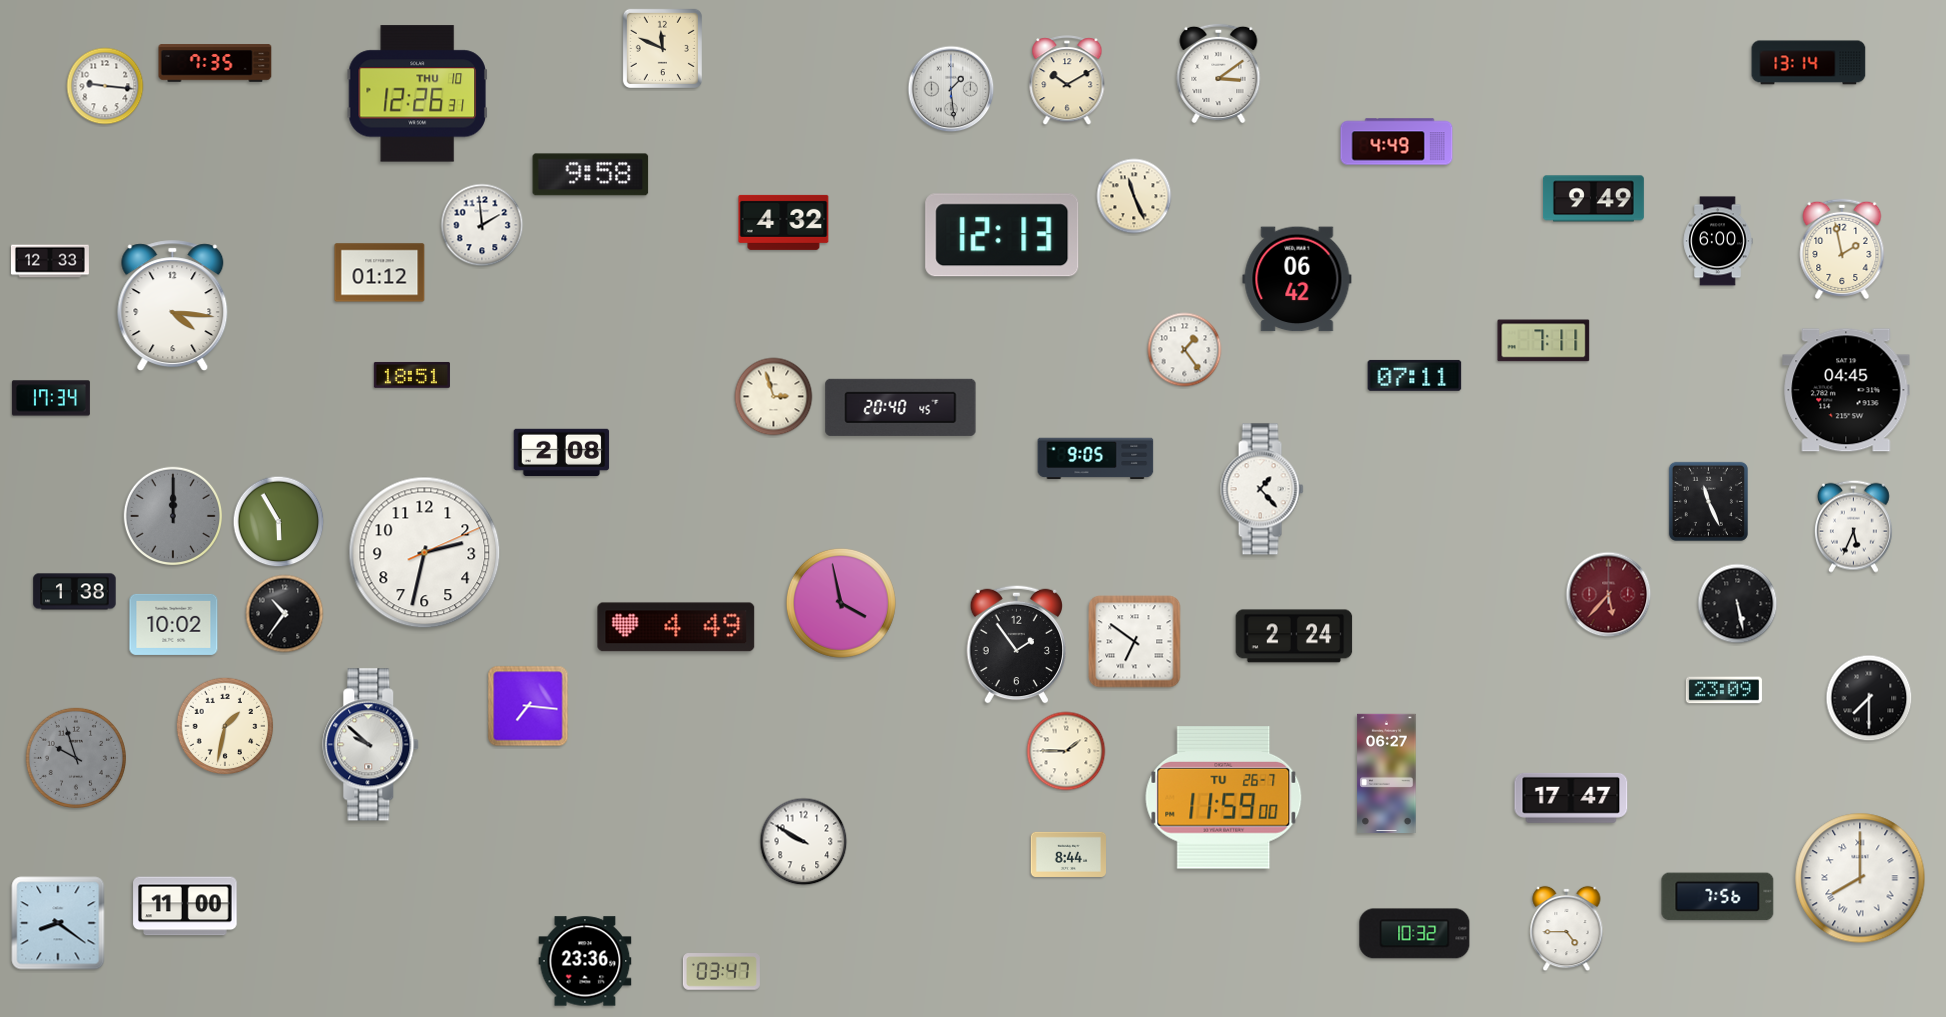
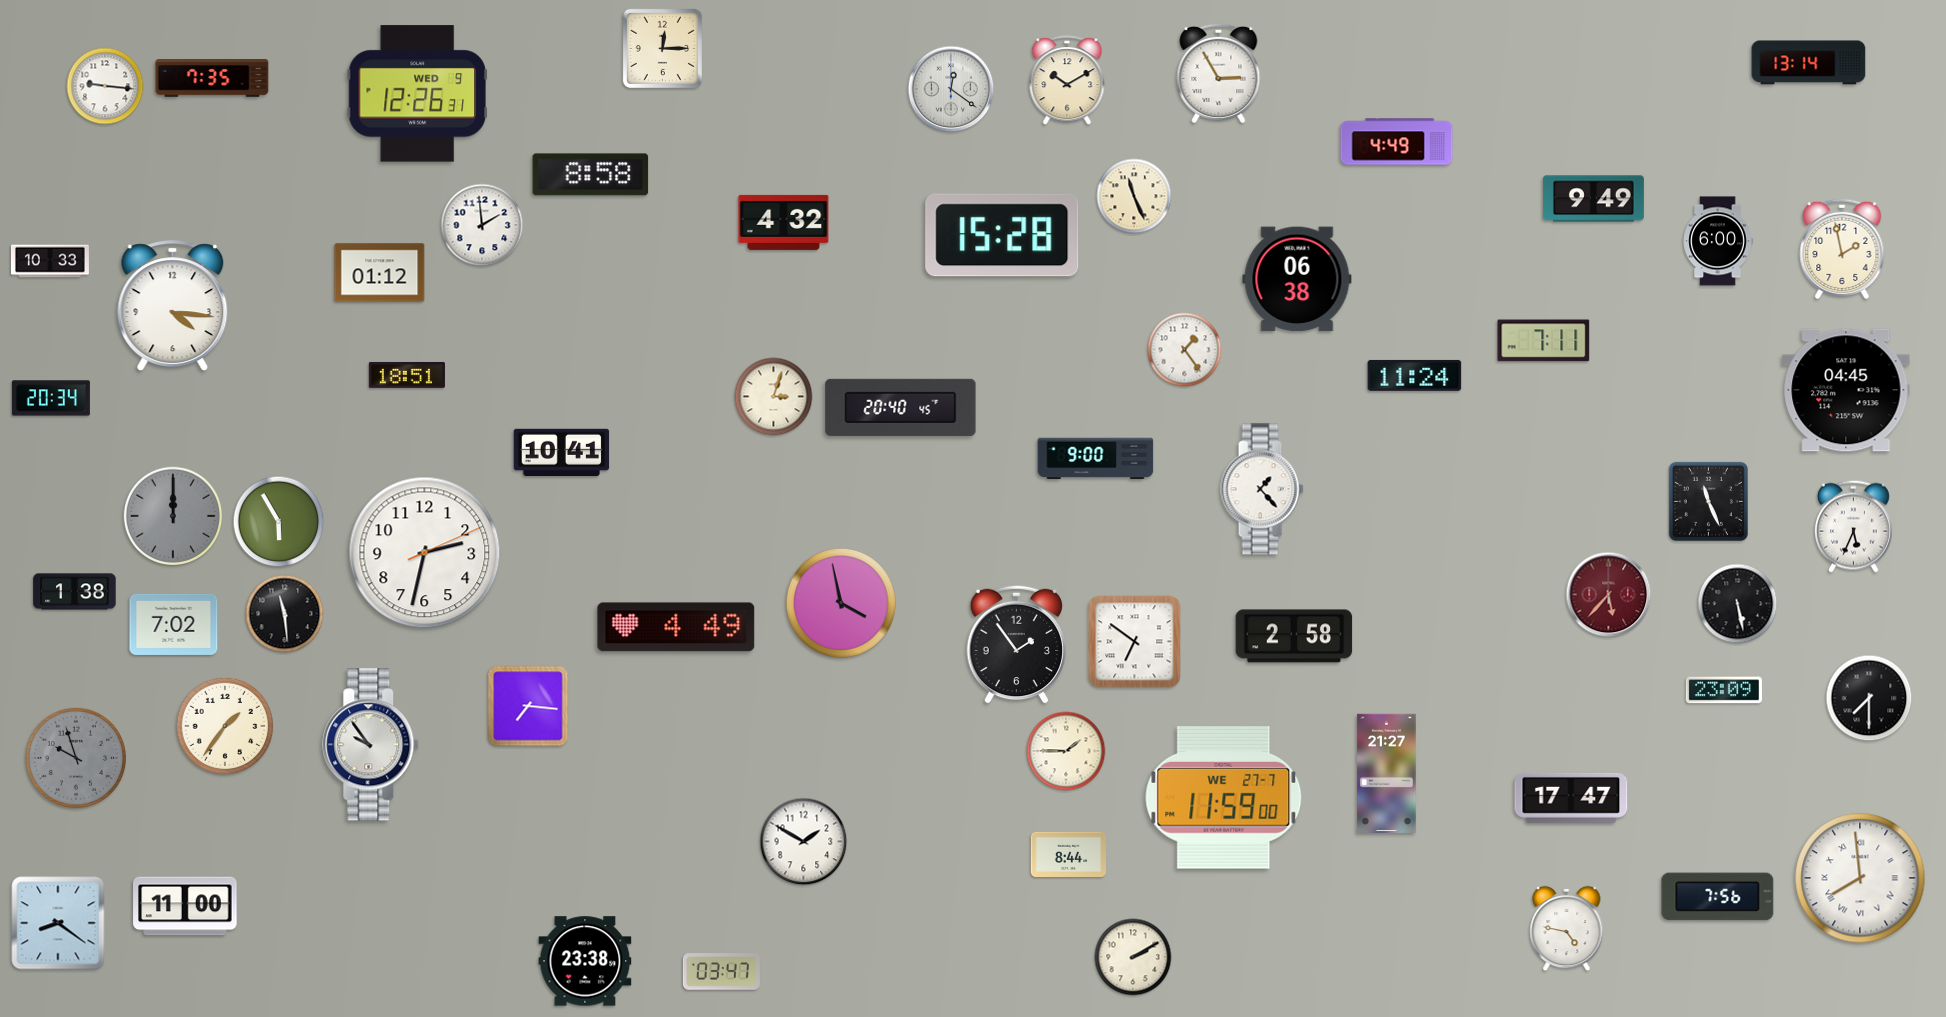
clock at (662, 48): 11:49 -> 12:15
clock at (215, 63) position: (215, 63) -> (212, 78)
clock at (1219, 73): 3:09 -> 2:55
clock at (951, 89): 1:29 -> 12:21
clock at (417, 94) date: THU 10 -> WED 9
clock at (591, 175): 9:58 -> 8:58
clock at (1002, 235): 12:13 -> 15:28
clock at (50, 261): 12:33 -> 10:33
clock at (1297, 279): 06:42 -> 06:38
clock at (412, 375) position: (412, 375) -> (407, 375)
clock at (1415, 375): 07:11 -> 11:24
clock at (774, 397): 2:57 -> 3:03
clock at (51, 398): 17:34 -> 20:34
clock at (562, 452): 2:08 -> 10:41
clock at (1096, 459): 9:05 -> 9:00
clock at (285, 614): 10:36 -> 11:29
clock at (174, 624): 10:02 -> 7:02
clock at (1294, 636): 2:24 -> 2:58
clock at (225, 726): 1:32 -> 1:36
clock at (371, 745): 9:52 -> 9:54
clock at (1387, 773): 06:27 -> 21:27
clock at (1224, 798) date: TU 26-7 -> WE 27-7
clock at (804, 842): 9:50 -> 1:50
clock at (1860, 878): 8:00 -> 7:59
clock at (1567, 929): 4:45 -> 4:47
clock at (1415, 934): 10:32 -> none
clock at (1133, 957): none -> 2:10
clock at (585, 961): 23:36 -> 23:38
